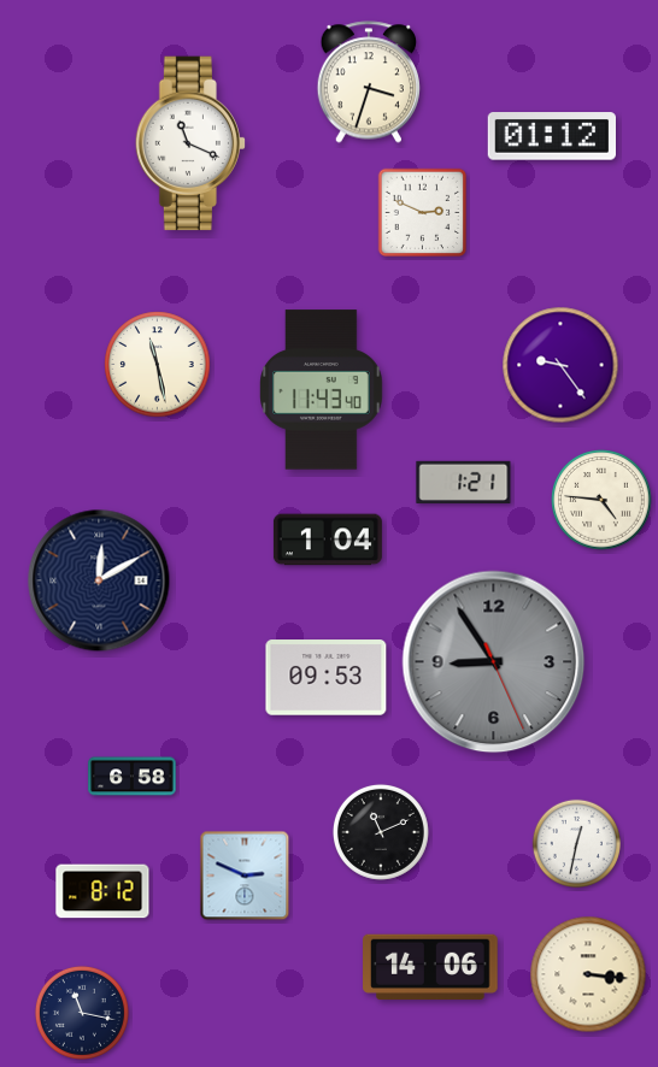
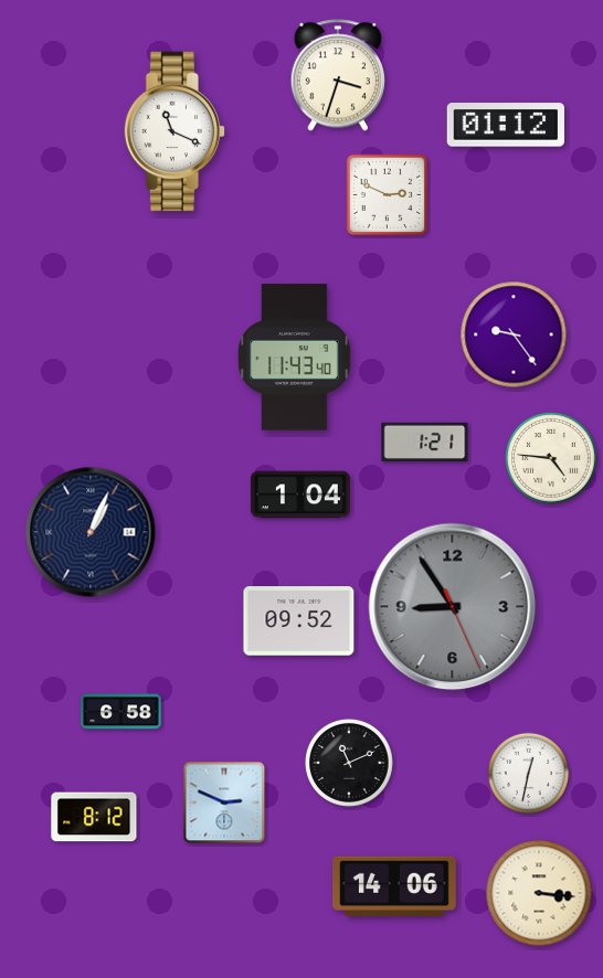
clock at (158, 365): 11:28 -> none
clock at (99, 580): 12:10 -> 1:04
clock at (327, 678): 09:53 -> 09:52
clock at (82, 1013): 11:17 -> none
